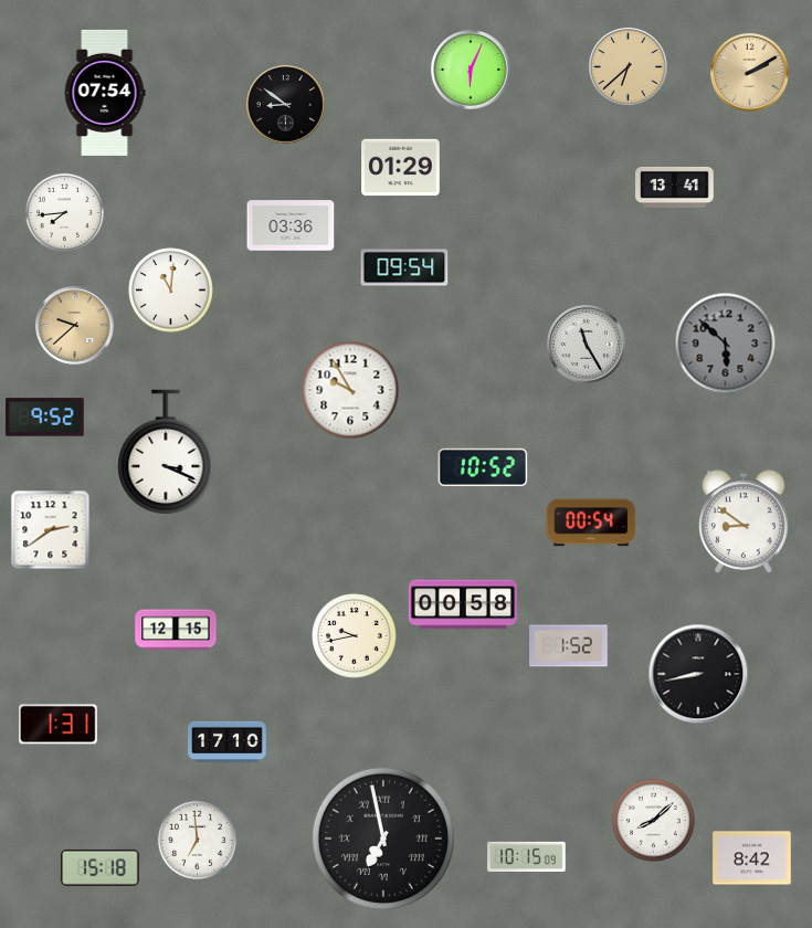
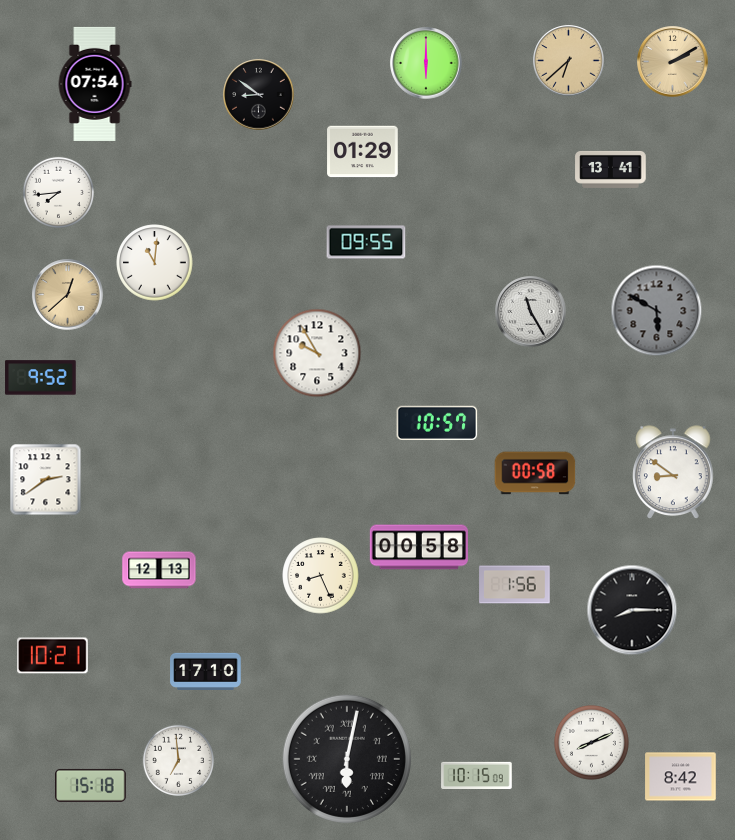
clock at (471, 70): 6:04 -> 6:00
clock at (750, 73) position: (750, 73) -> (673, 62)
clock at (291, 225): 03:36 -> none
clock at (404, 267): 09:54 -> 09:55
clock at (75, 326): 9:38 -> 12:38
clock at (726, 344): 5:52 -> 5:50
clock at (166, 452): 3:19 -> none
clock at (483, 466): 10:52 -> 10:57
clock at (591, 523): 00:54 -> 00:58
clock at (176, 630): 12:15 -> 12:13
clock at (355, 636): 9:43 -> 8:26
clock at (569, 646): 1:52 -> 1:56
clock at (698, 674): 8:43 -> 8:15
clock at (59, 725): 1:31 -> 10:21
clock at (653, 820): 8:08 -> 8:11
clock at (383, 839): 6:58 -> 6:02
